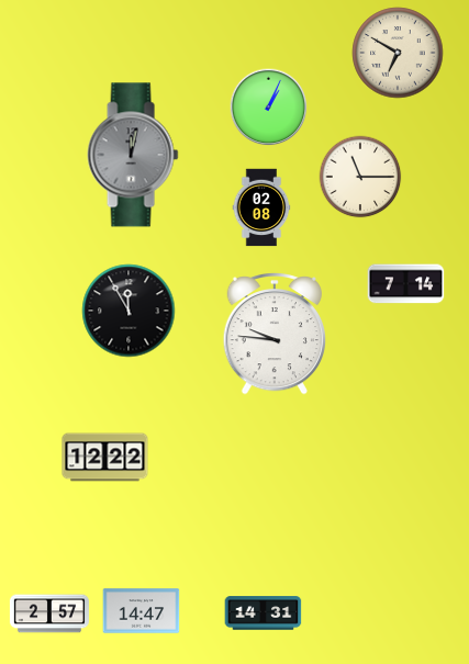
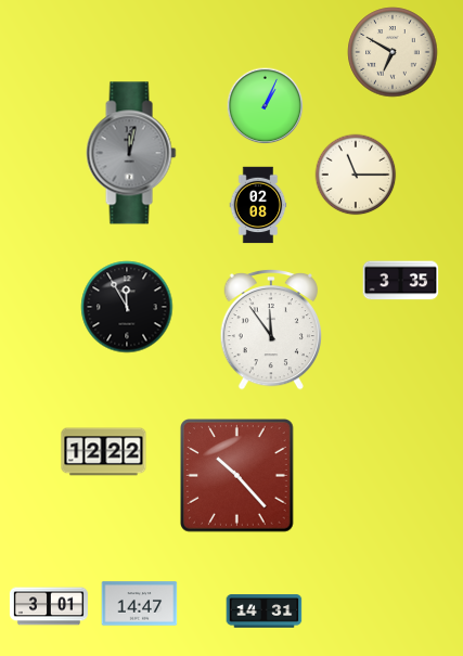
clock at (406, 284): 7:14 -> 3:35
clock at (273, 334): 9:46 -> 11:54
clock at (237, 476): none -> 10:23
clock at (49, 614): 2:57 -> 3:01
clock at (264, 614) position: (264, 614) -> (265, 612)
